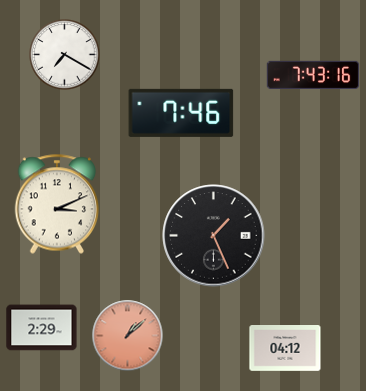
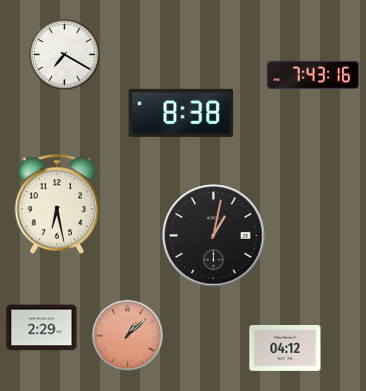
clock at (181, 113): 7:46 -> 8:38
clock at (57, 204): 3:11 -> 6:28
clock at (214, 236): 1:26 -> 1:02
